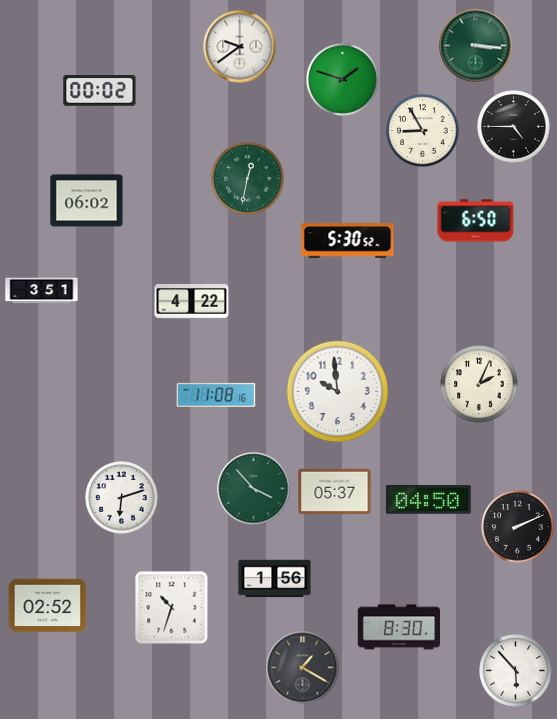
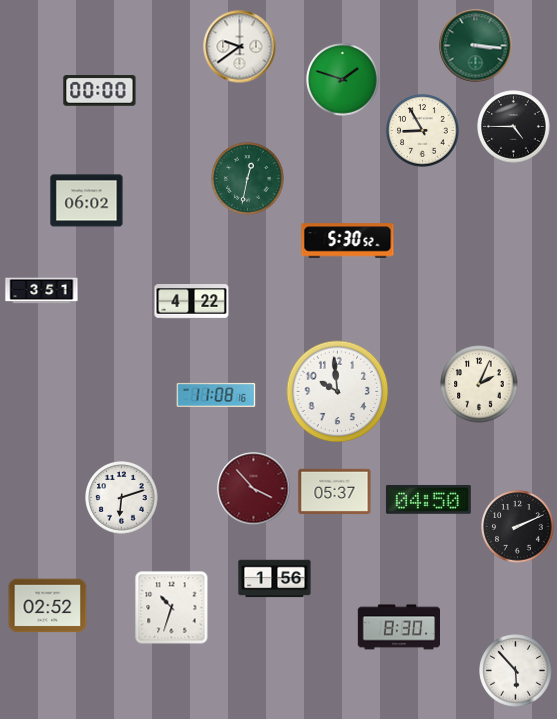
clock at (100, 91): 00:02 -> 00:00
clock at (476, 221): 6:50 -> none
clock at (254, 489) dial: green -> burgundy
clock at (303, 668): 1:20 -> none
